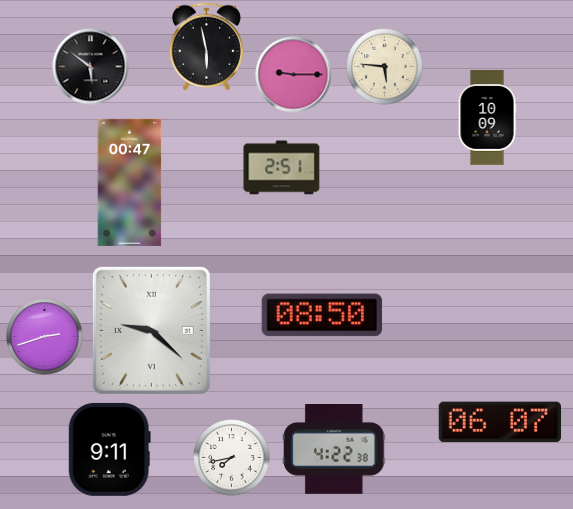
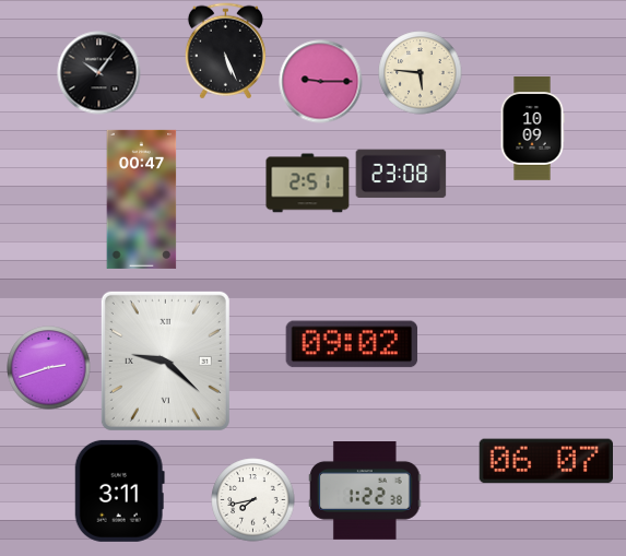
clock at (206, 47): 5:58 -> 5:26
clock at (91, 67): 5:51 -> 10:06
clock at (401, 174): none -> 23:08
clock at (322, 315): 08:50 -> 09:02
clock at (109, 449): 9:11 -> 3:11
clock at (334, 450): 4:22 -> 1:22
